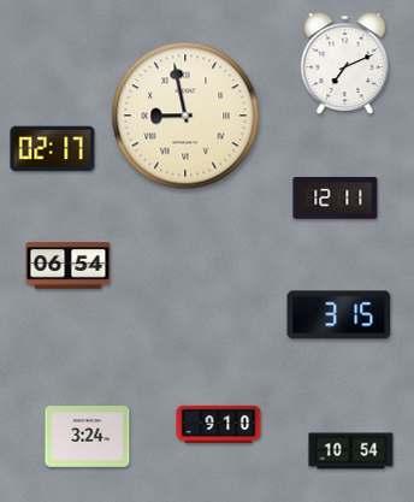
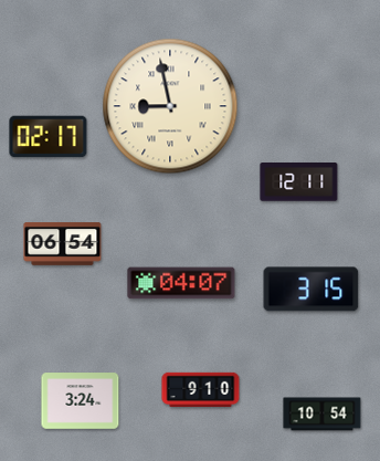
clock at (345, 64): 7:11 -> none
clock at (336, 199) position: (336, 199) -> (299, 182)
clock at (181, 283): none -> 04:07
